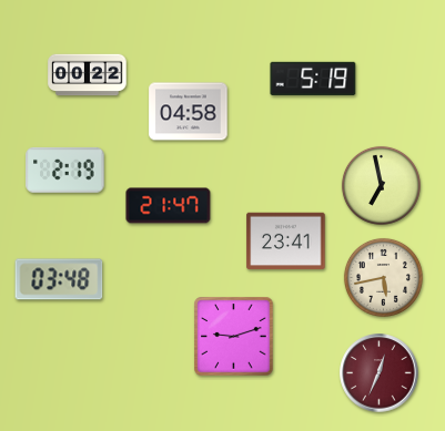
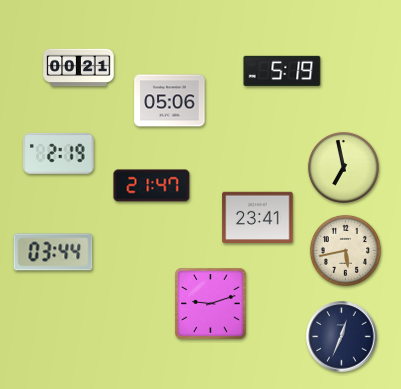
clock at (88, 75): 00:22 -> 00:21
clock at (189, 112): 04:58 -> 05:06
clock at (59, 279): 03:48 -> 03:44
clock at (380, 373) dial: burgundy -> navy
